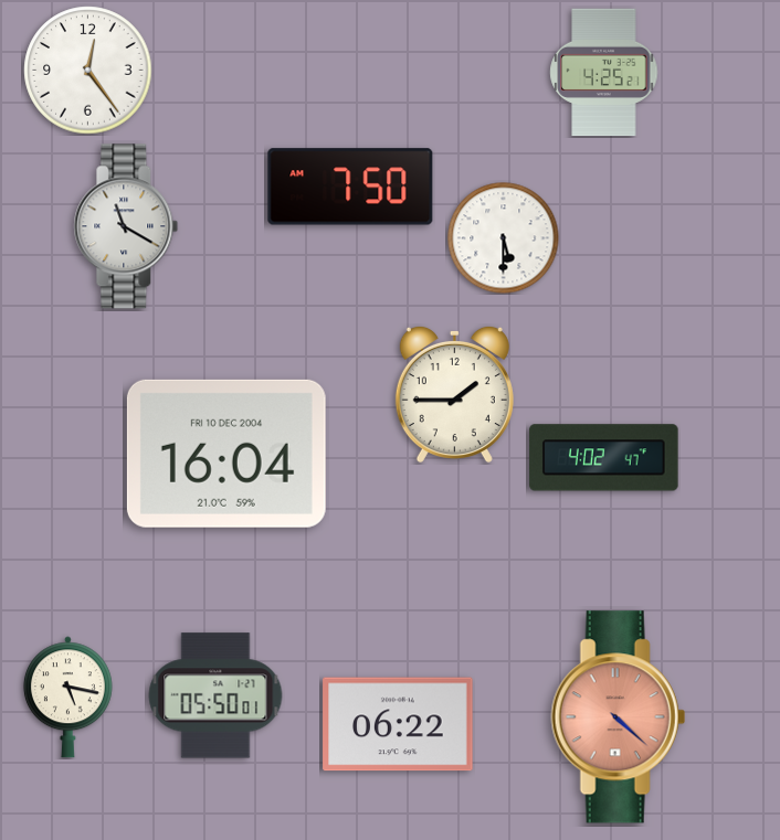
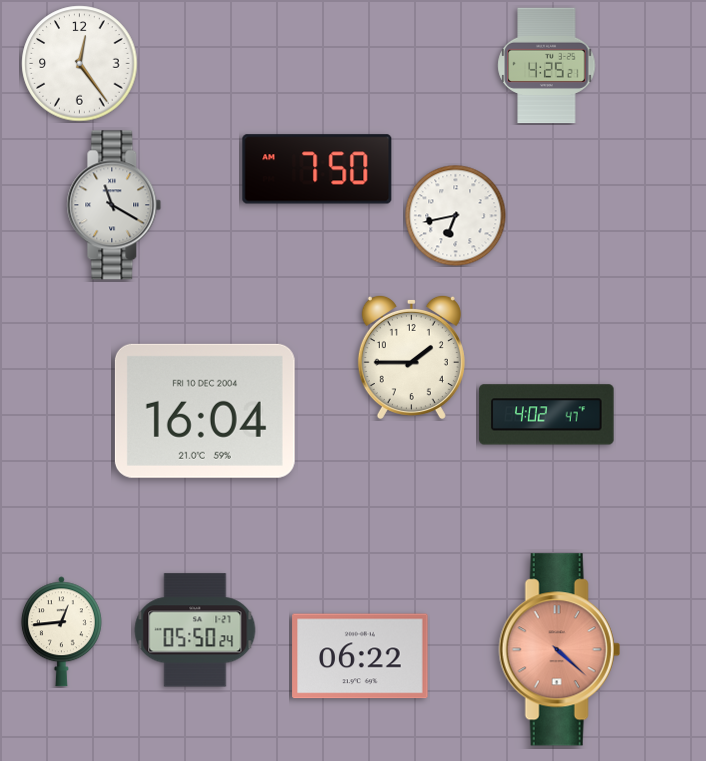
clock at (504, 238): 5:30 -> 6:43
clock at (215, 695): 05:50:01 -> 05:50:24
clock at (67, 698): 5:17 -> 12:44
